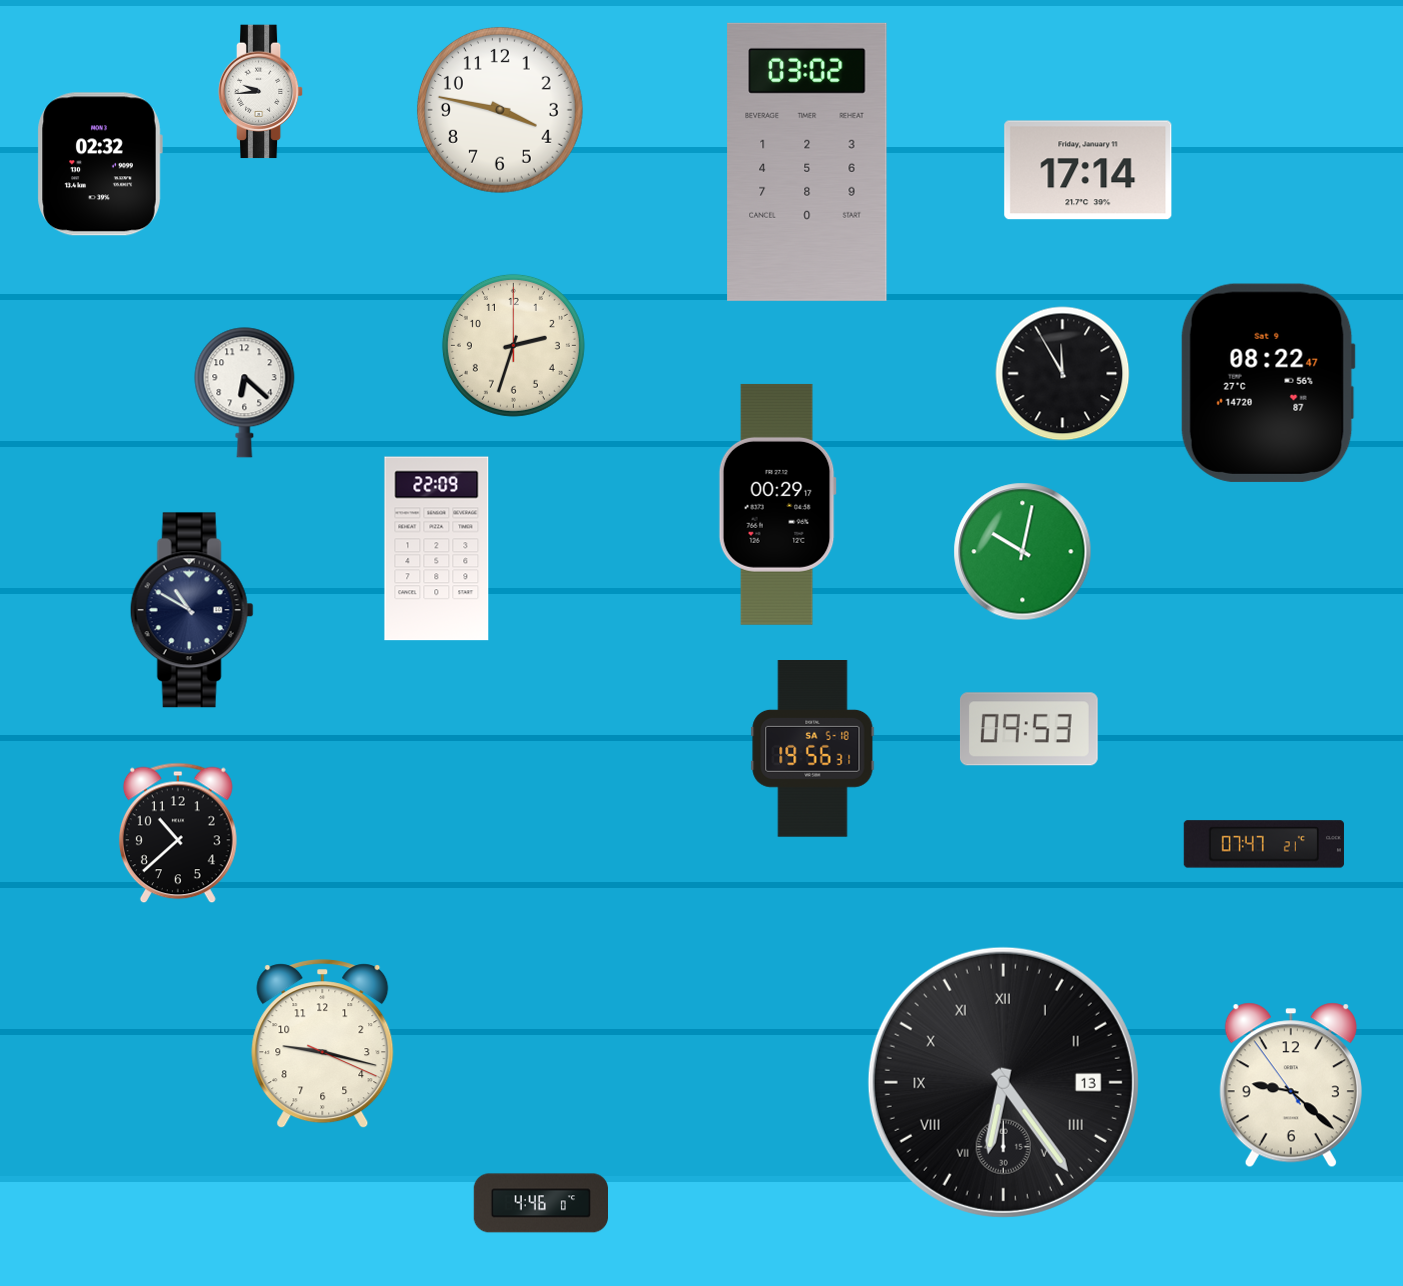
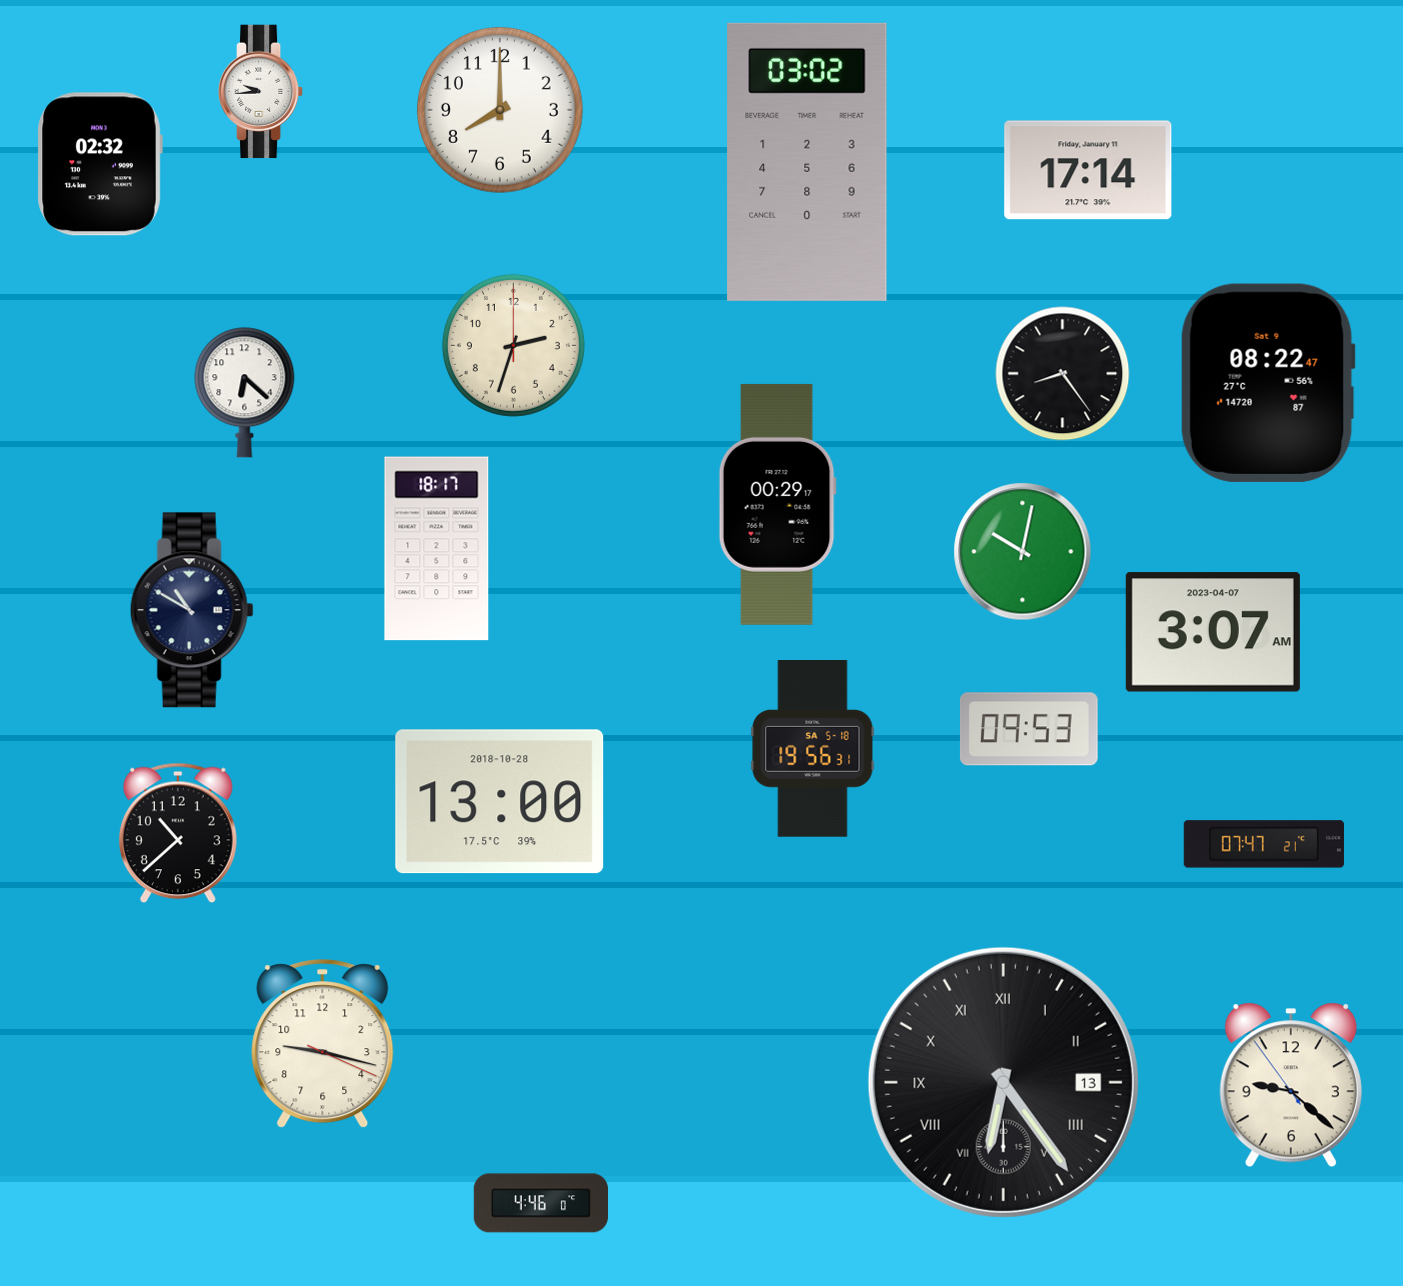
clock at (500, 110): 3:47 -> 8:00
clock at (1063, 374): 11:55 -> 8:24
clock at (437, 549): 22:09 -> 18:17
clock at (1213, 632): none -> 3:07
clock at (500, 802): none -> 13:00
